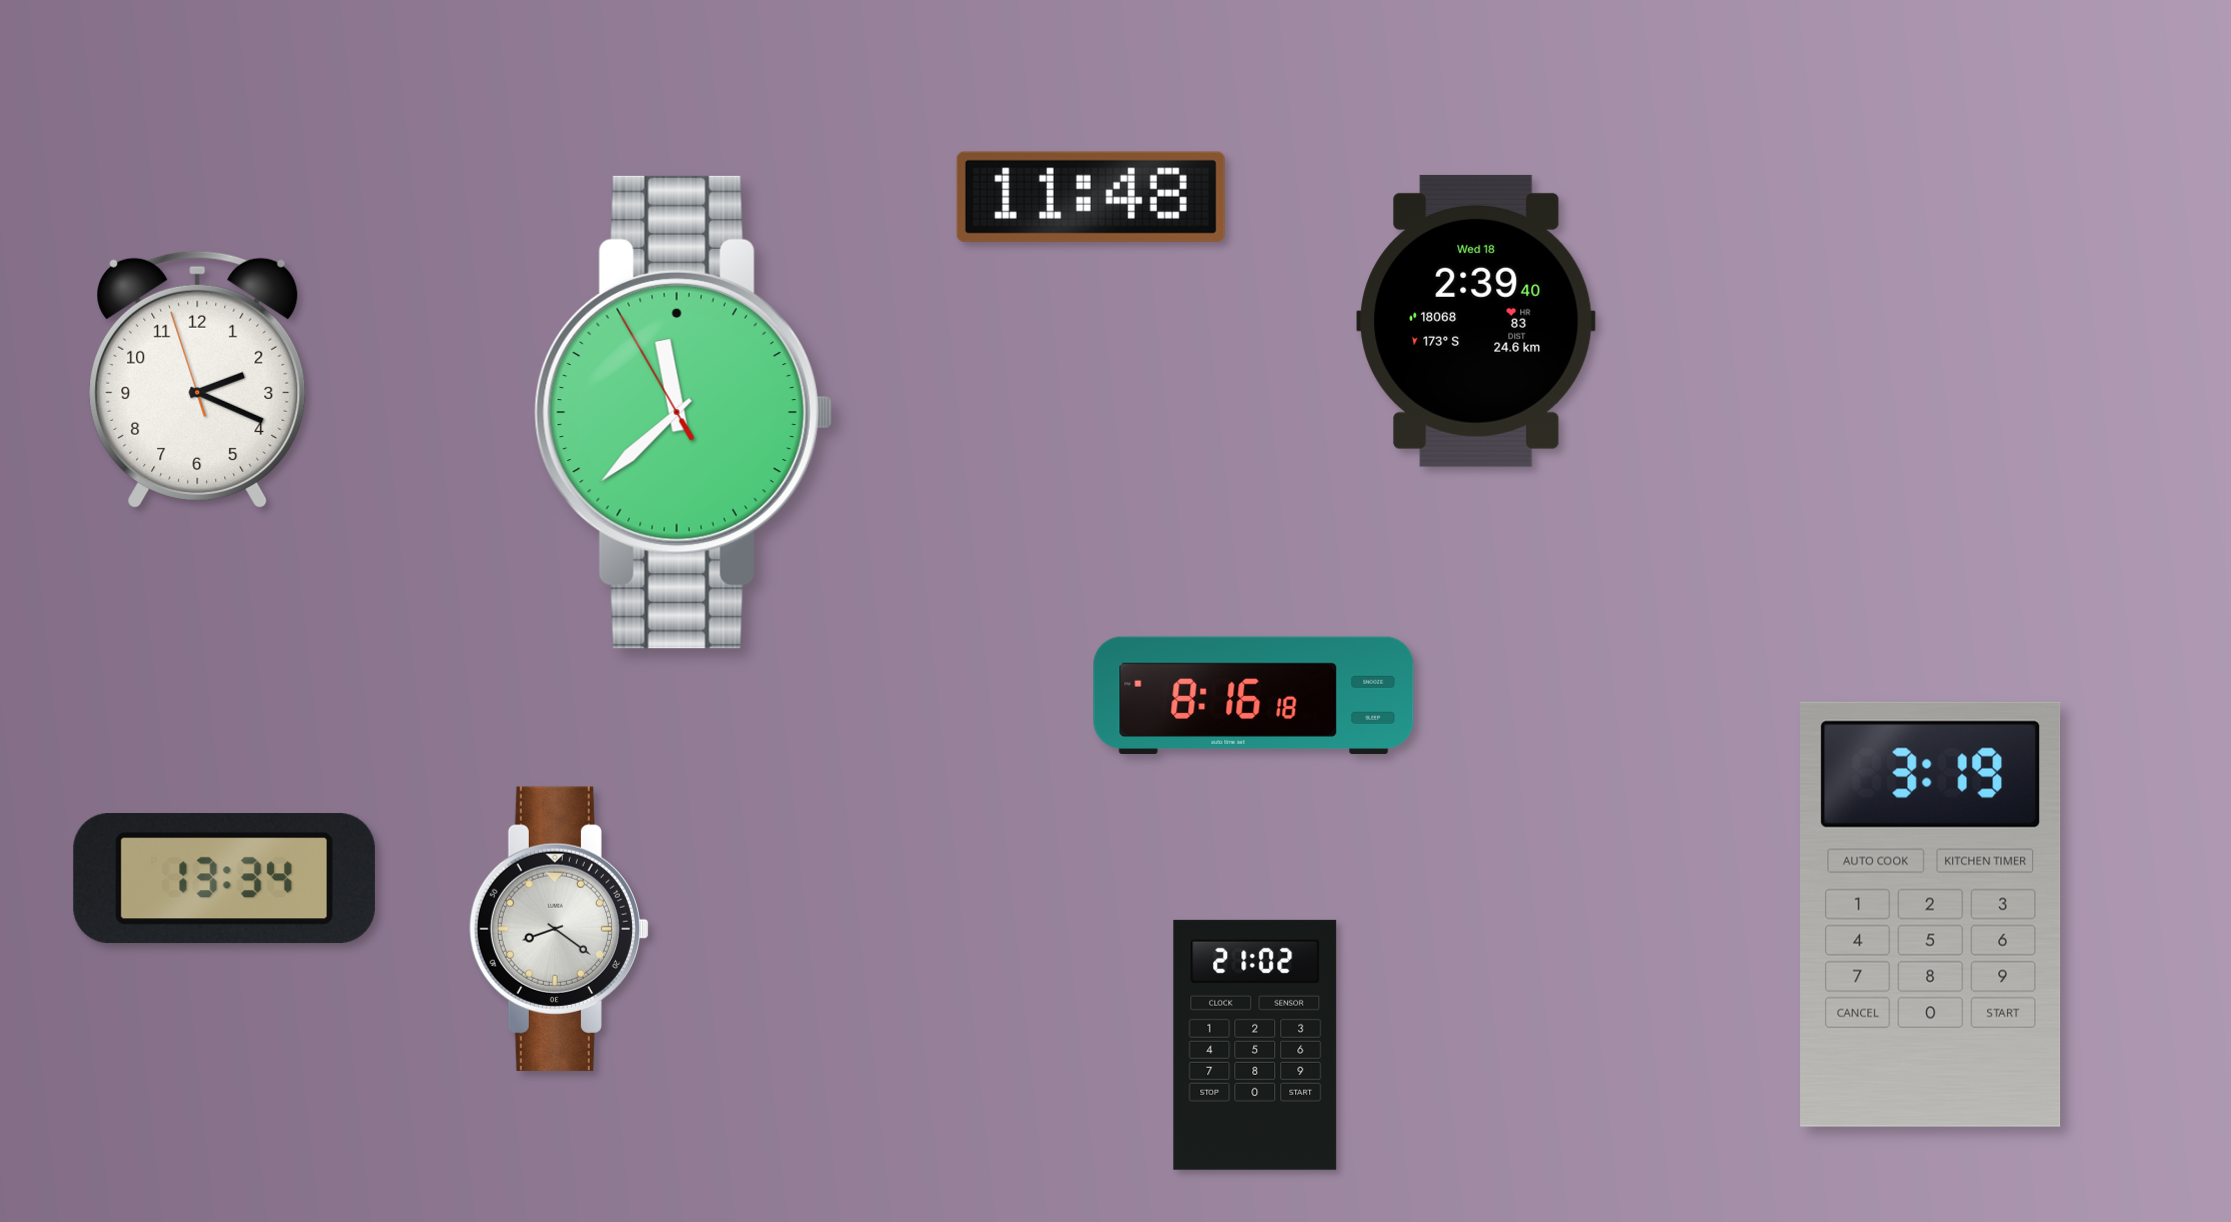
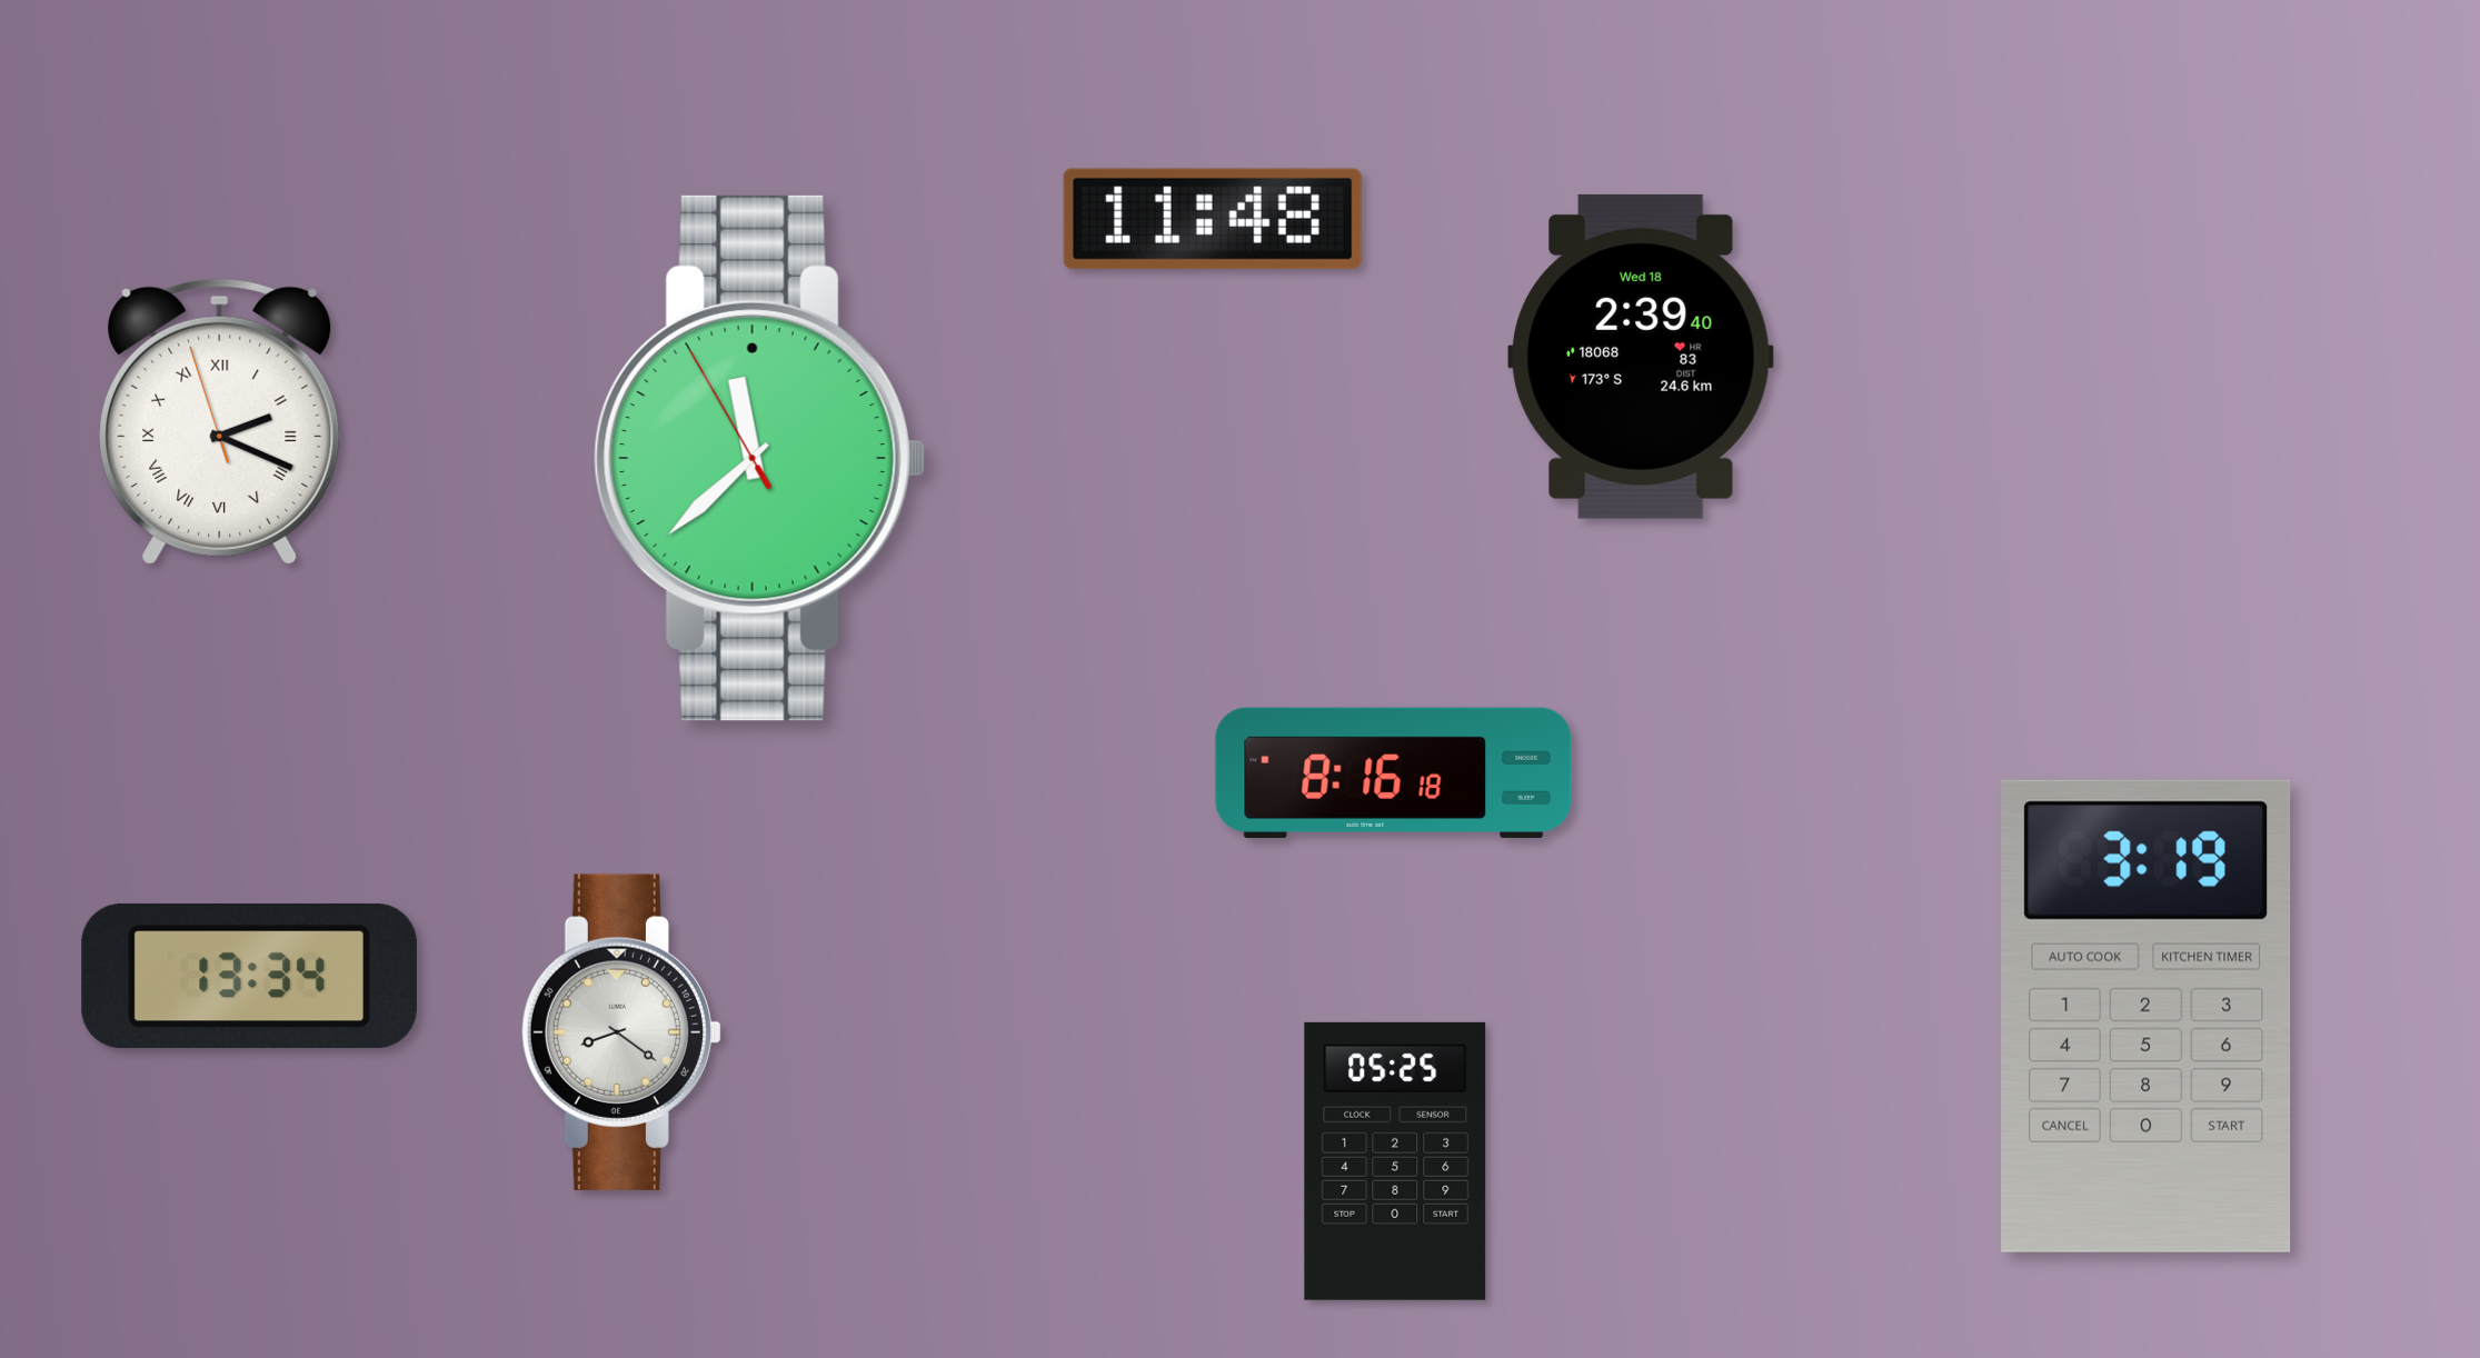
clock at (198, 379) numerals: Arabic -> Roman
clock at (1255, 1045): 21:02 -> 05:25
